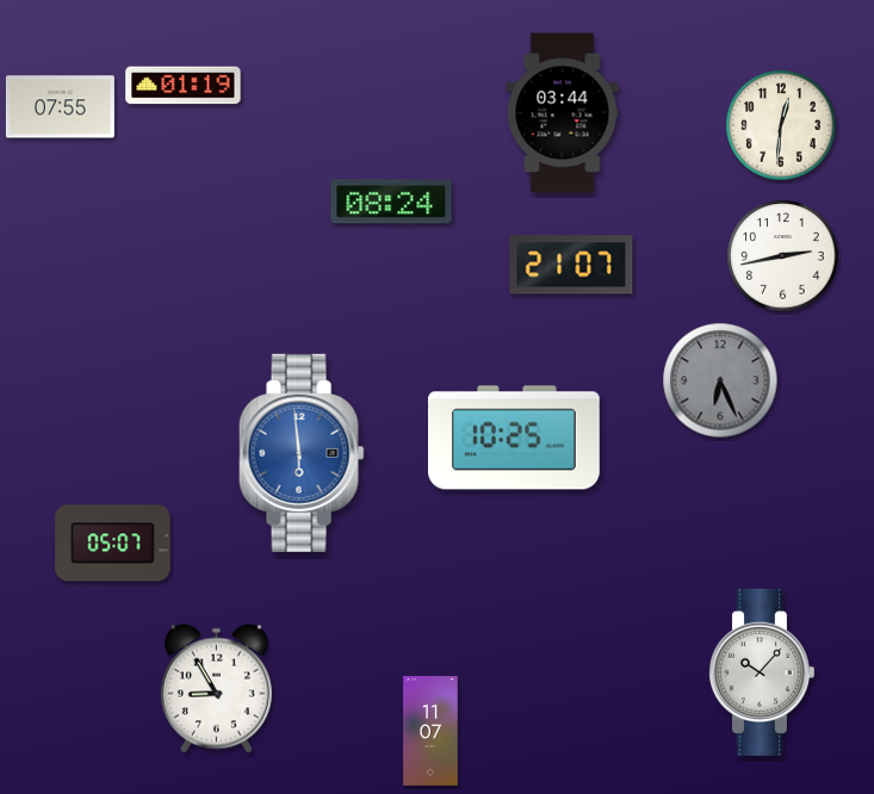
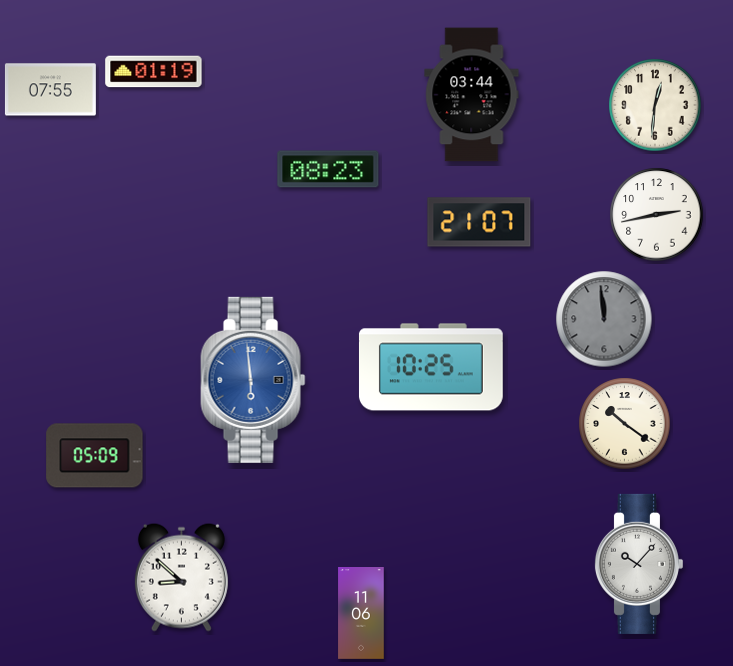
clock at (391, 201): 08:24 -> 08:23
clock at (720, 380): 6:26 -> 11:59
clock at (625, 424): none -> 10:21
clock at (113, 544): 05:07 -> 05:09
clock at (216, 688): 8:55 -> 8:52
clock at (430, 732): 11:07 -> 11:06
